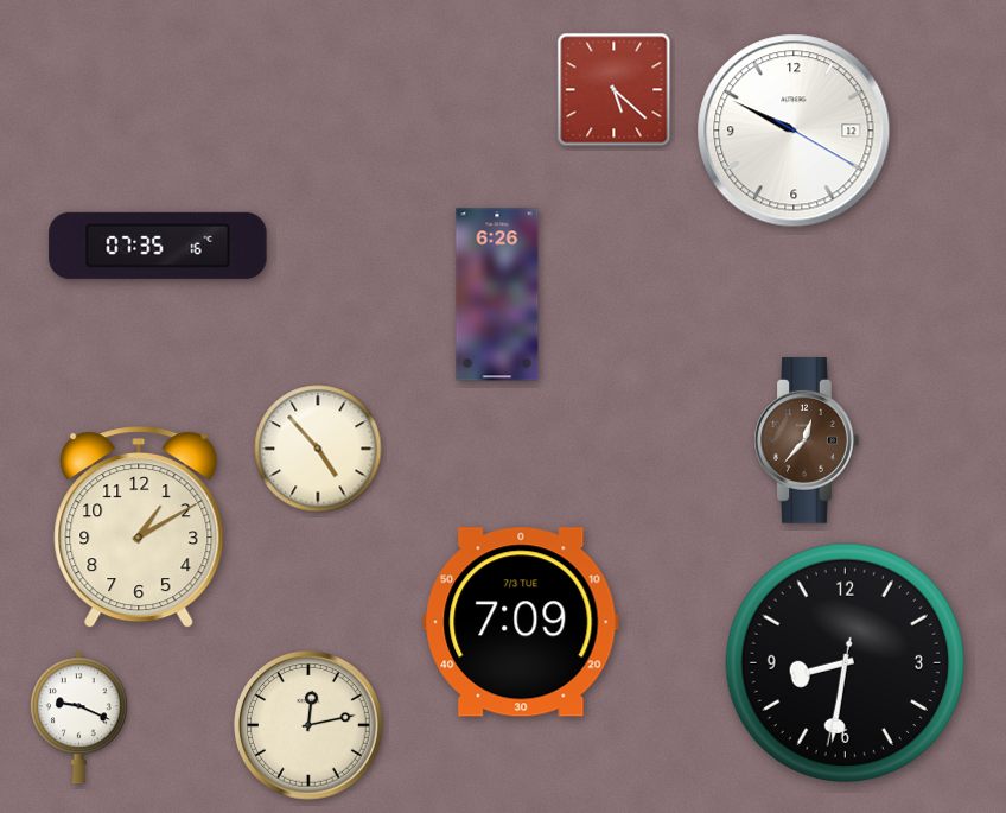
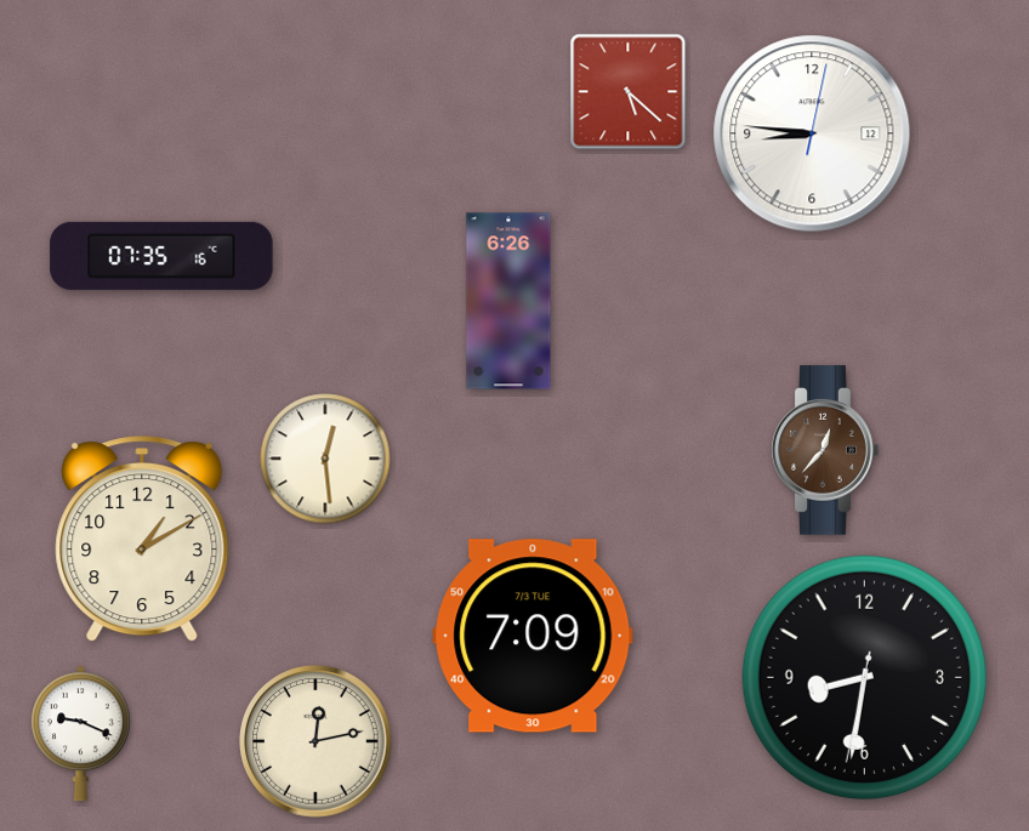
clock at (794, 131): 9:49 -> 8:46
clock at (158, 246) position: (158, 246) -> (161, 256)
clock at (318, 449): 4:53 -> 12:29
